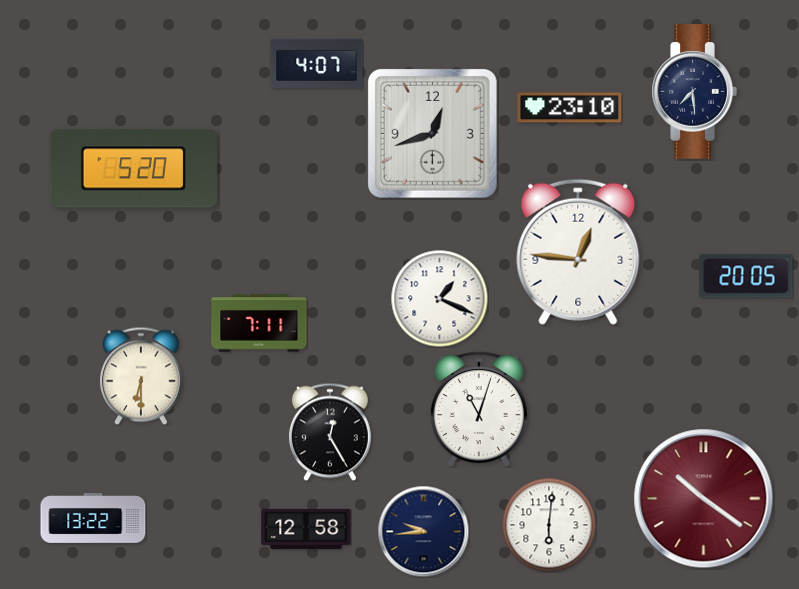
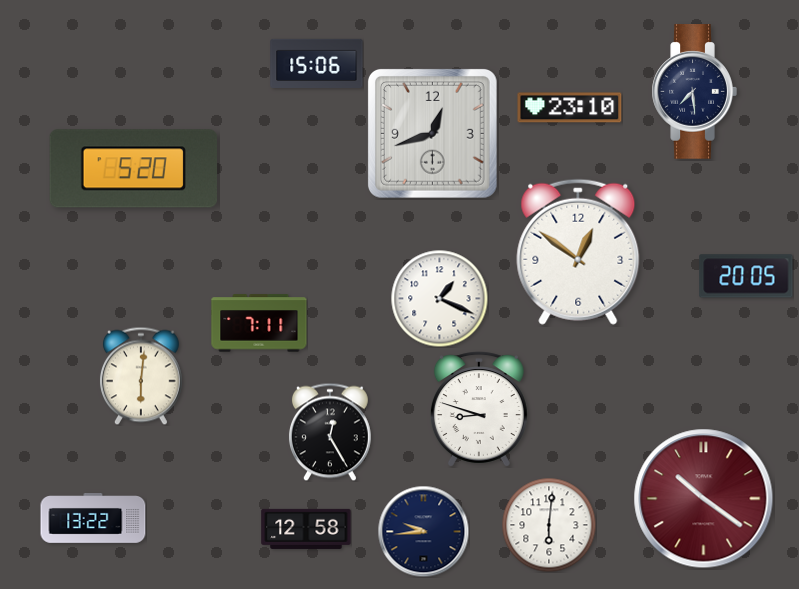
clock at (317, 63): 4:07 -> 15:06
clock at (578, 252): 12:46 -> 12:51
clock at (141, 376): 6:30 -> 6:01
clock at (479, 409): 11:03 -> 8:48
